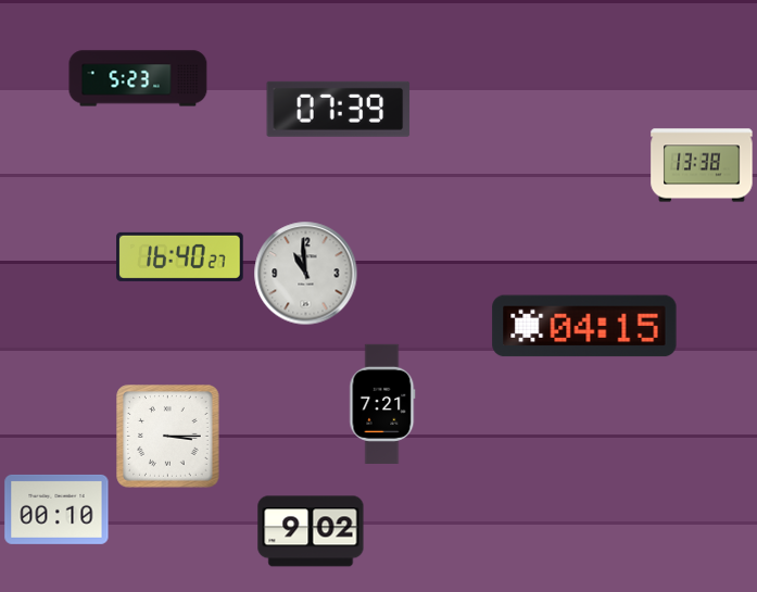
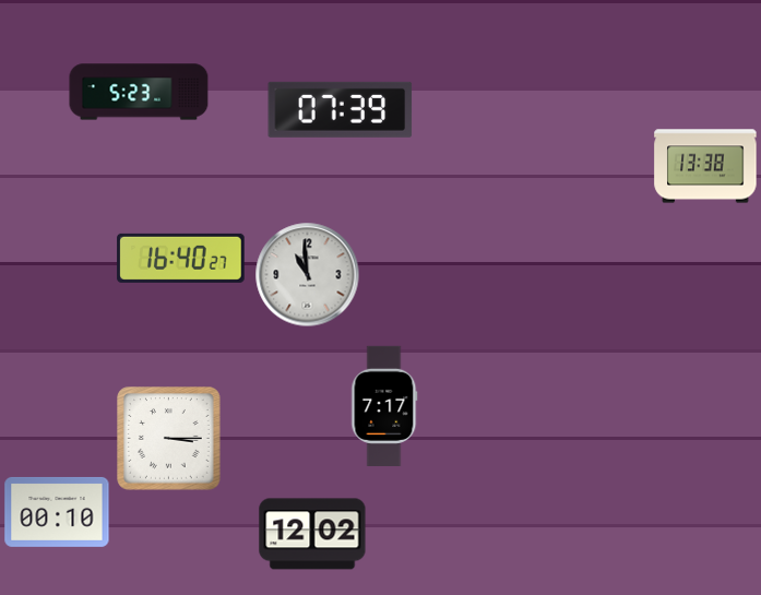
clock at (138, 78) position: (138, 78) -> (139, 92)
clock at (584, 326): 04:15 -> none
clock at (382, 403): 7:21 -> 7:17
clock at (311, 531): 9:02 -> 12:02
